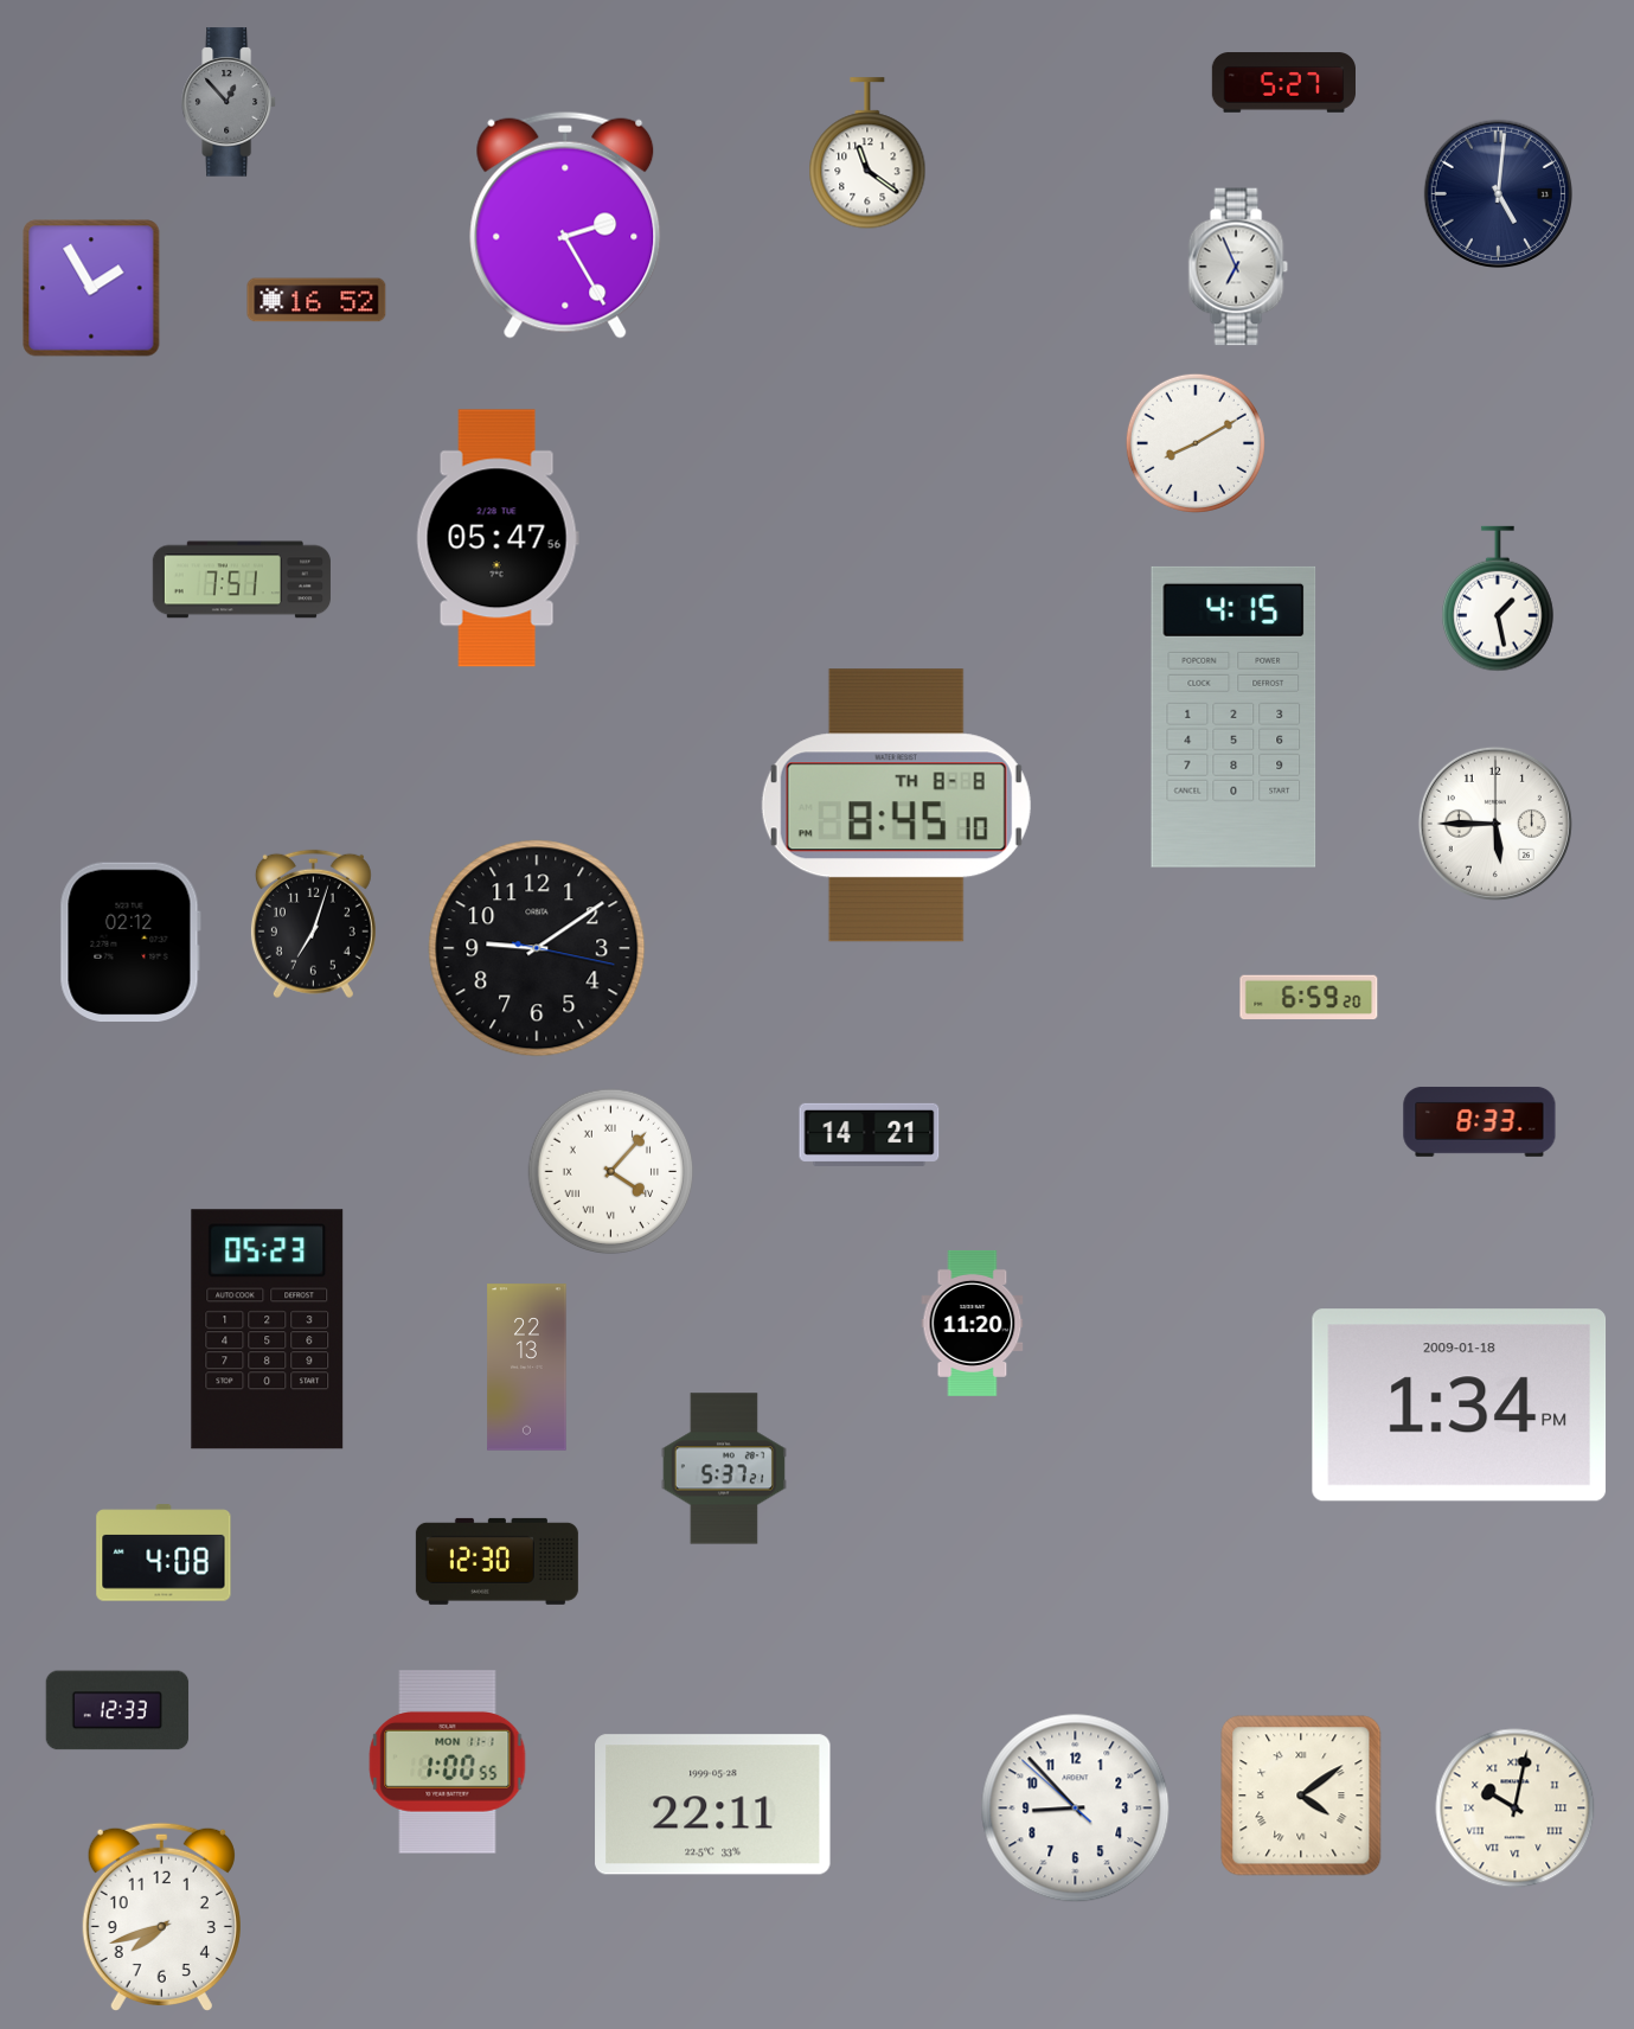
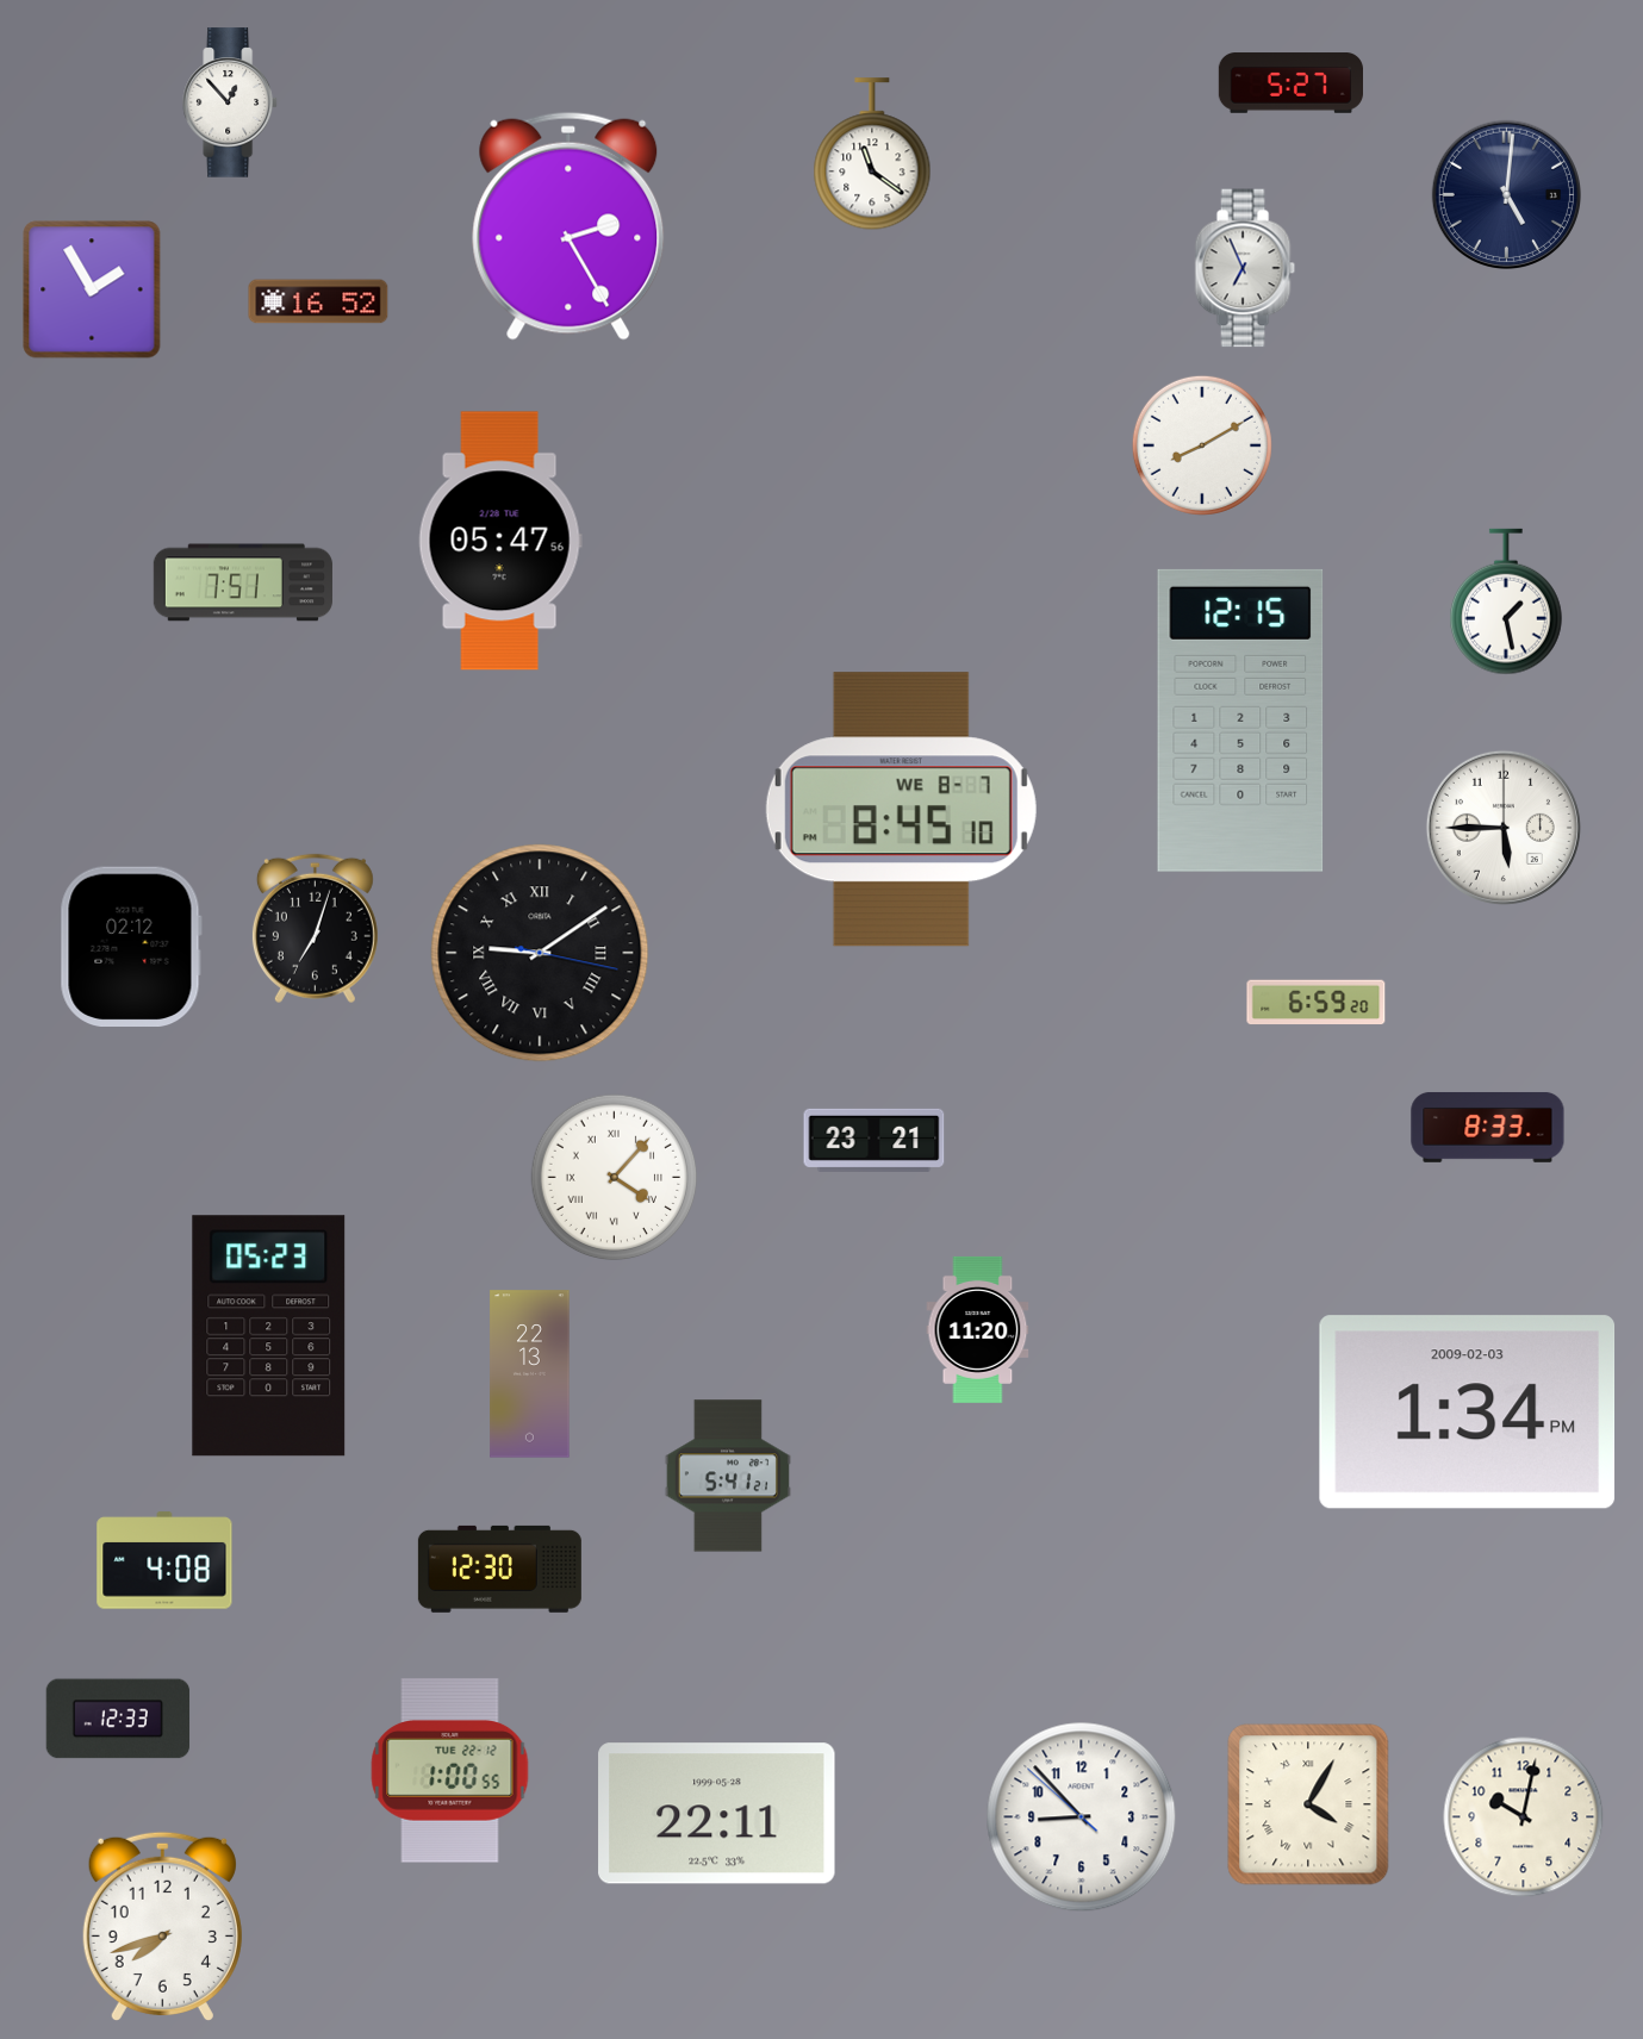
clock at (229, 102) dial: grey -> white
clock at (1233, 717): 4:15 -> 12:15
clock at (896, 806) date: TH 8-8 -> WE 8-7
clock at (537, 948) numerals: Arabic -> Roman
clock at (870, 1134): 14:21 -> 23:21
clock at (1460, 1406) date: 2009-01-18 -> 2009-02-03
clock at (724, 1468): 5:37 -> 5:41
clock at (448, 1762) date: MON 11-1 -> TUE 22-12
clock at (1301, 1796): 4:09 -> 4:05
clock at (1516, 1809) numerals: Roman -> Arabic
